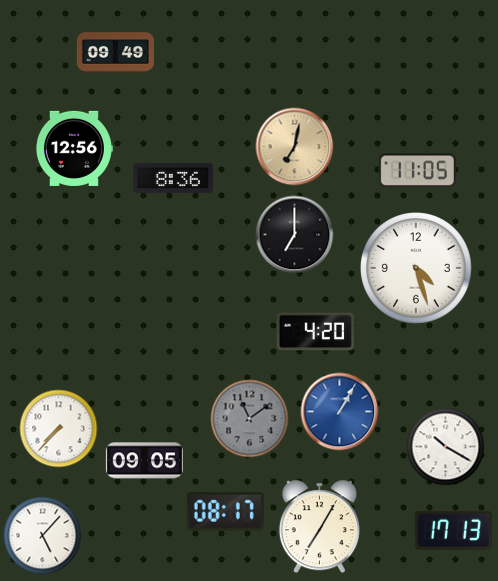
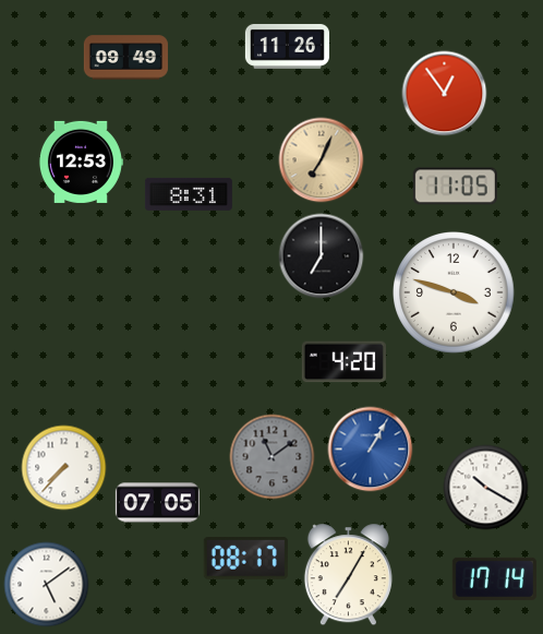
clock at (287, 46): none -> 11:26
clock at (444, 93): none -> 12:54
clock at (294, 146): 7:02 -> 7:04
clock at (74, 148): 12:56 -> 12:53
clock at (173, 178): 8:36 -> 8:31
clock at (416, 268): 4:27 -> 3:48
clock at (144, 461): 09:05 -> 07:05
clock at (453, 530): 17:13 -> 17:14
clock at (42, 535): 5:07 -> 5:09
